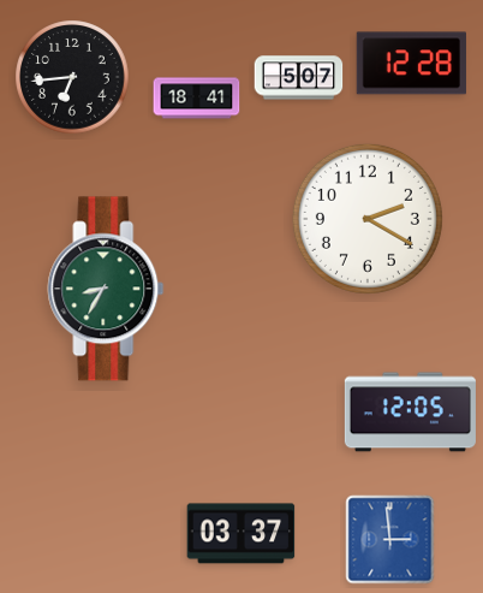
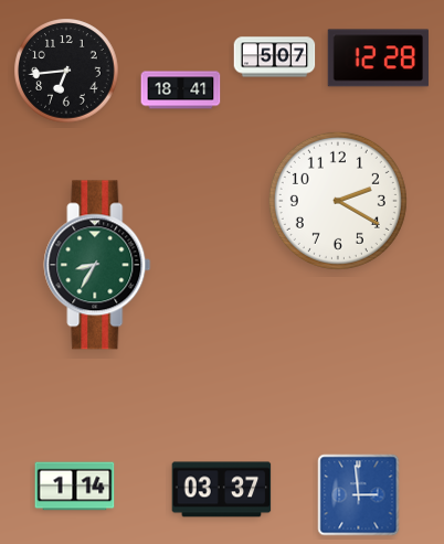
clock at (299, 78) position: (299, 78) -> (275, 57)
clock at (410, 413): 12:05 -> none
clock at (75, 487): none -> 1:14
